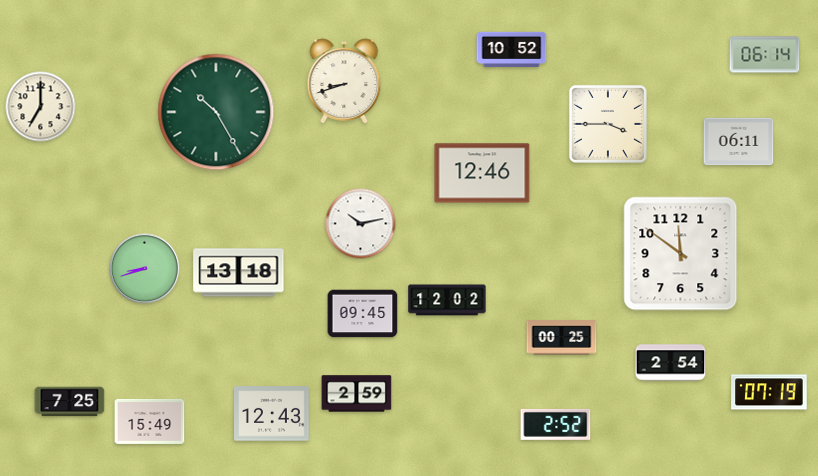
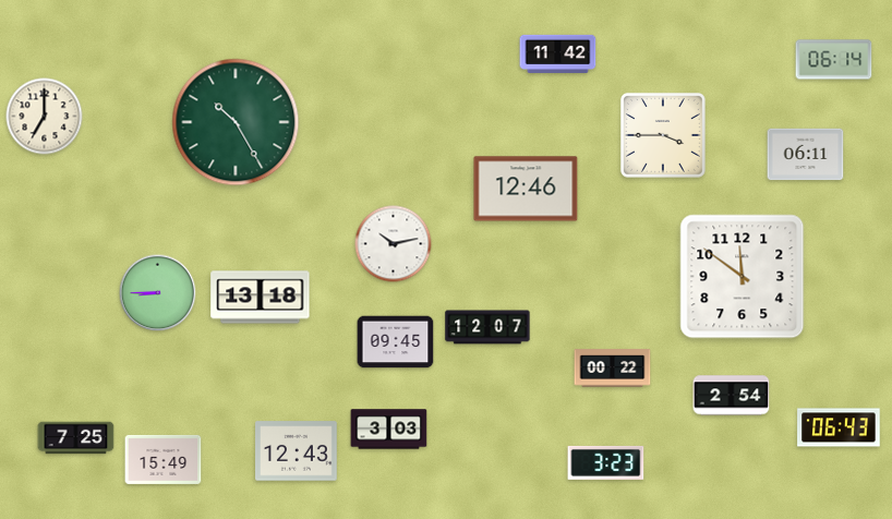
clock at (512, 49): 10:52 -> 11:42
clock at (344, 81): 8:42 -> none
clock at (145, 269): 8:42 -> 8:45
clock at (447, 300): 12:02 -> 12:07
clock at (562, 338): 00:25 -> 00:22
clock at (769, 392): 07:19 -> 06:43
clock at (357, 394): 2:59 -> 3:03
clock at (556, 424): 2:52 -> 3:23
